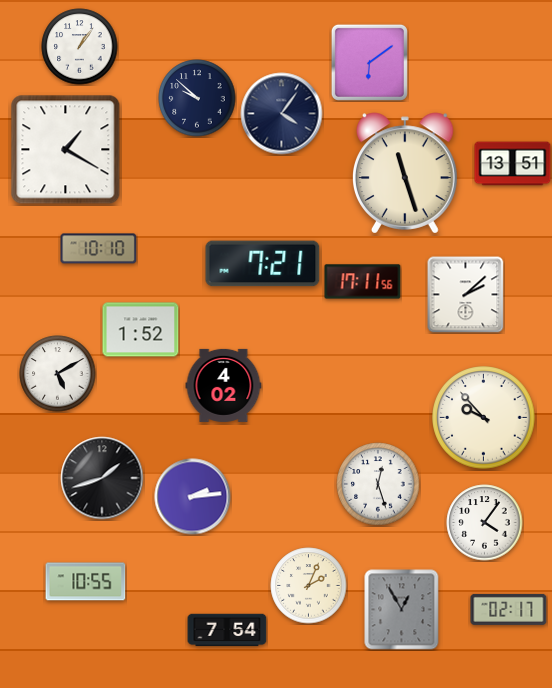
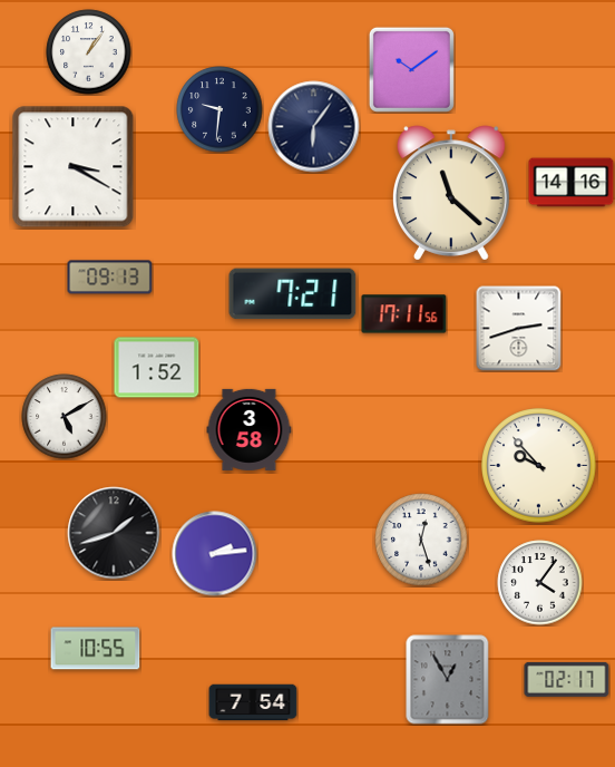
clock at (369, 62): 6:09 -> 10:09
clock at (197, 98): 9:52 -> 9:31
clock at (282, 114): 4:06 -> 6:06
clock at (66, 150): 1:20 -> 3:20
clock at (513, 164): 13:51 -> 14:16
clock at (406, 173): 11:27 -> 11:22
clock at (99, 249): 10:10 -> 09:13
clock at (466, 295): 2:08 -> 2:42
clock at (224, 385): 4:02 -> 3:58
clock at (309, 586): 2:04 -> none
